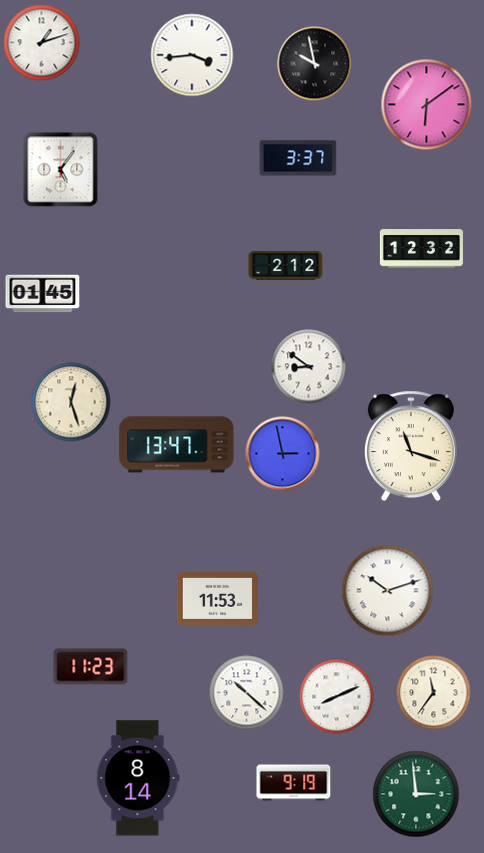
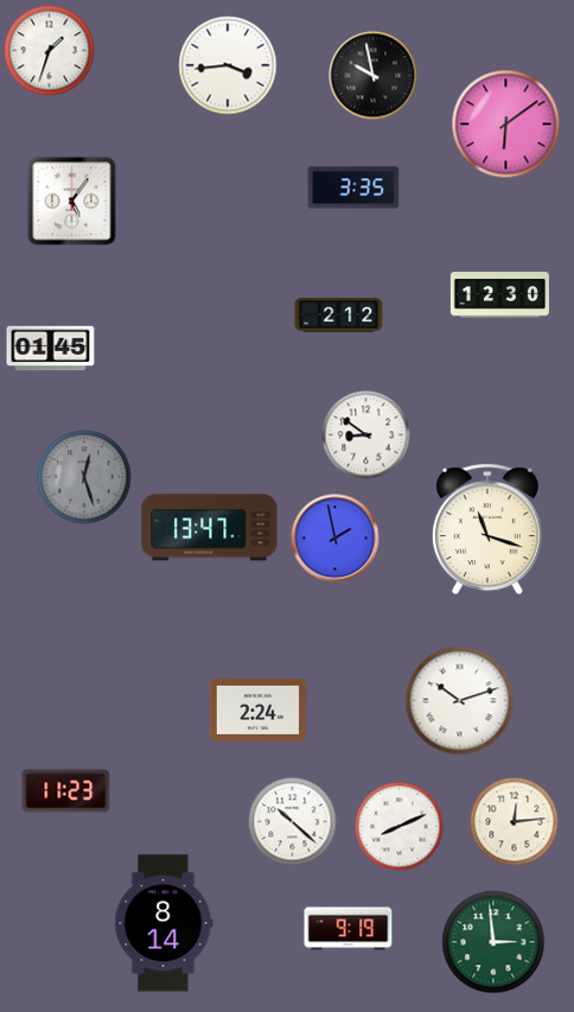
clock at (42, 43): 1:12 -> 1:33
clock at (298, 158): 3:37 -> 3:35
clock at (421, 249): 12:32 -> 12:30
clock at (71, 402) dial: cream -> grey
clock at (283, 454): 2:58 -> 1:58
clock at (217, 598): 11:53 -> 2:24
clock at (91, 667) position: (91, 667) -> (66, 791)
clock at (434, 693): 11:36 -> 12:14
